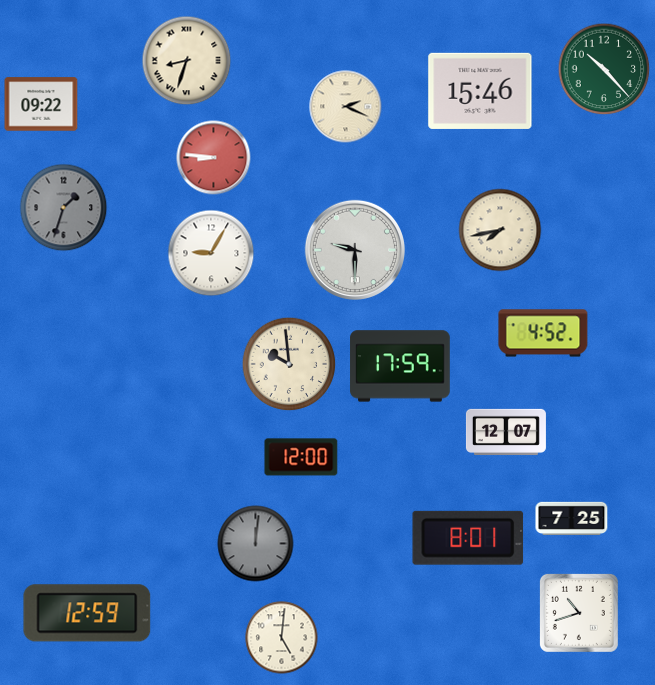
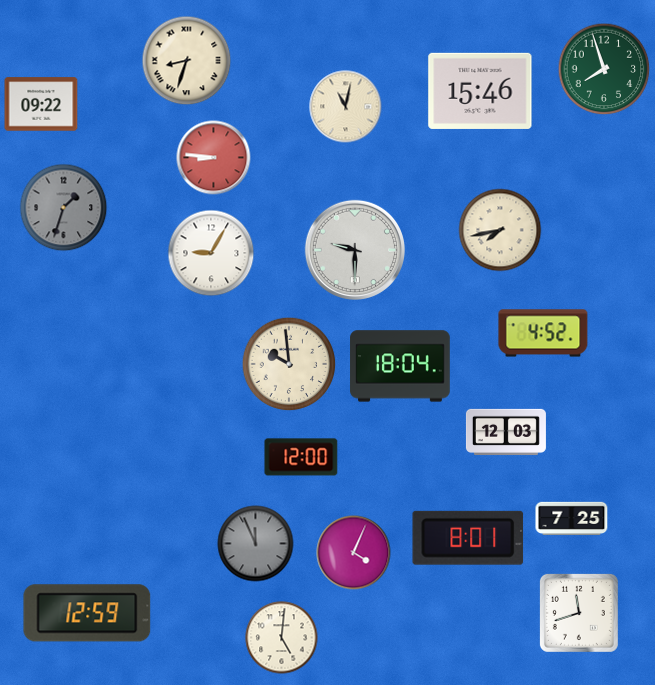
clock at (604, 69): 10:23 -> 7:57
clock at (346, 107): 2:19 -> 11:02
clock at (400, 366): 17:59 -> 18:04
clock at (506, 431): 12:07 -> 12:03
clock at (256, 544): 12:01 -> 11:56
clock at (354, 553): none -> 4:04
clock at (579, 613): 10:42 -> 11:42
